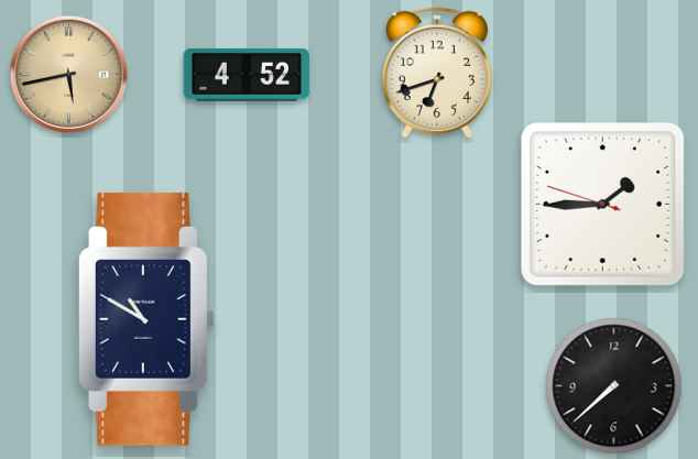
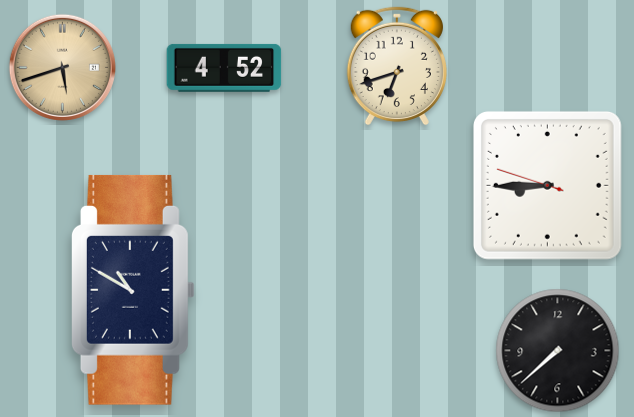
clock at (68, 74): 5:43 -> 5:42
clock at (602, 204): 1:44 -> 8:44
